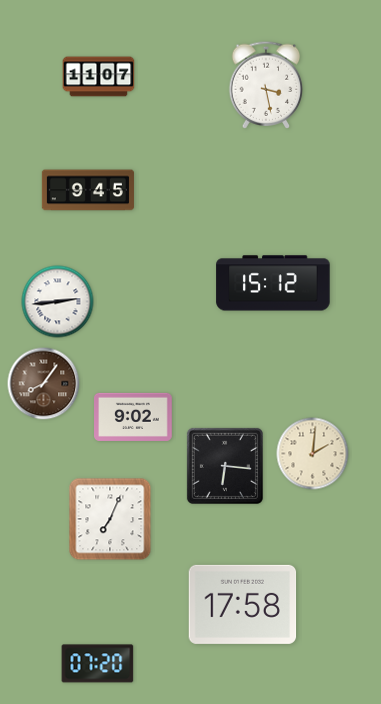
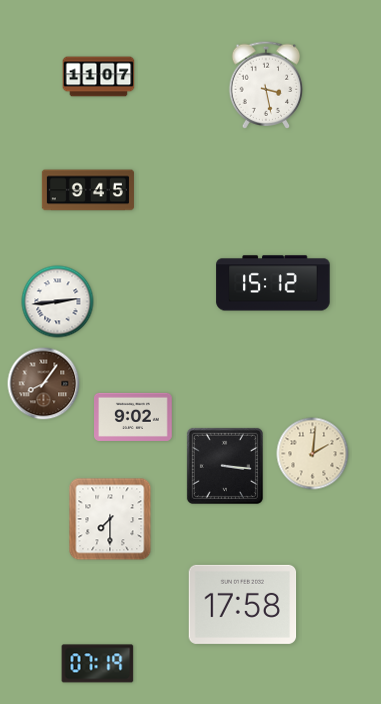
clock at (225, 466): 6:16 -> 3:16
clock at (110, 519): 7:04 -> 7:30
clock at (98, 664): 07:20 -> 07:19
